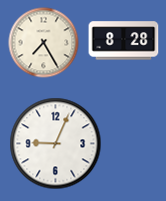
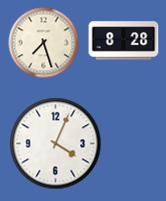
clock at (44, 43): 7:25 -> 7:27
clock at (56, 144): 9:04 -> 4:04
